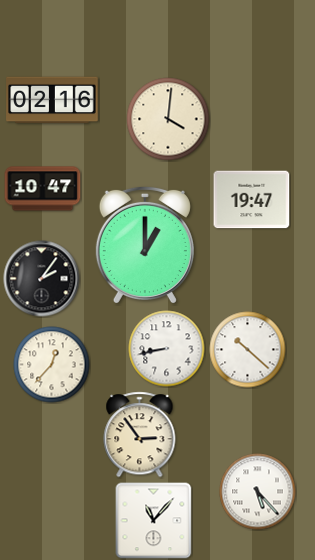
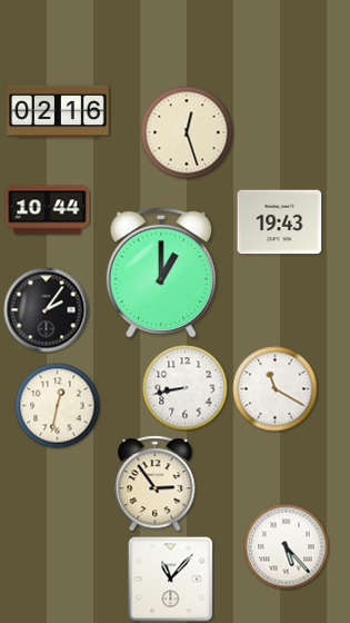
clock at (168, 119): 4:01 -> 12:27
clock at (43, 189): 10:47 -> 10:44
clock at (252, 200): 19:47 -> 19:43
clock at (248, 350): 10:22 -> 11:20
clock at (52, 365): 12:37 -> 12:32
